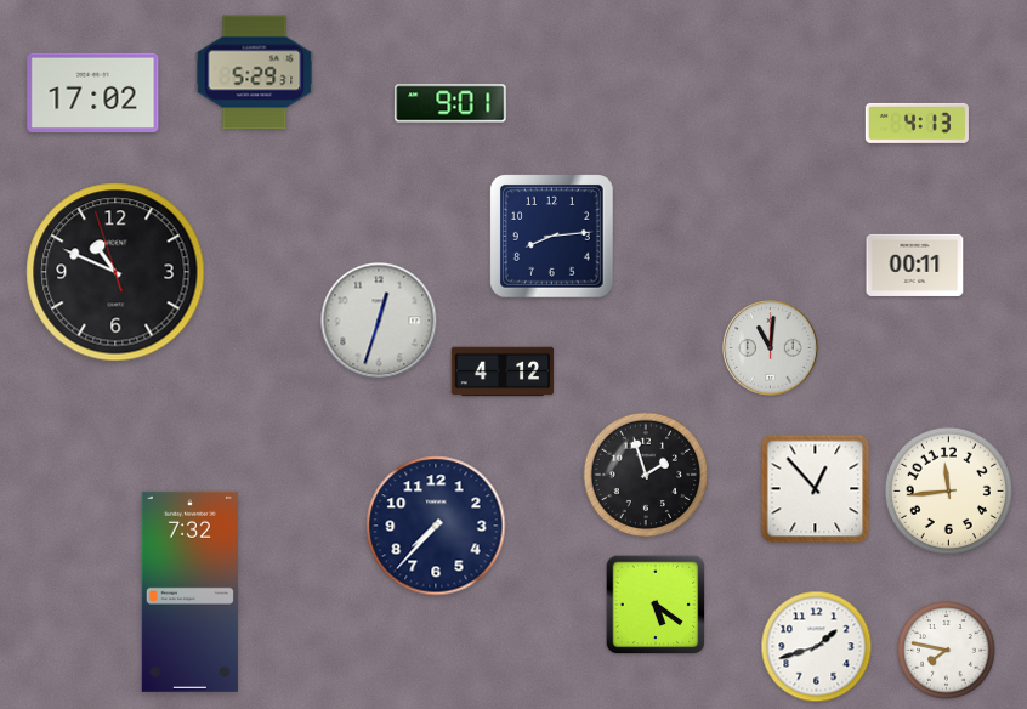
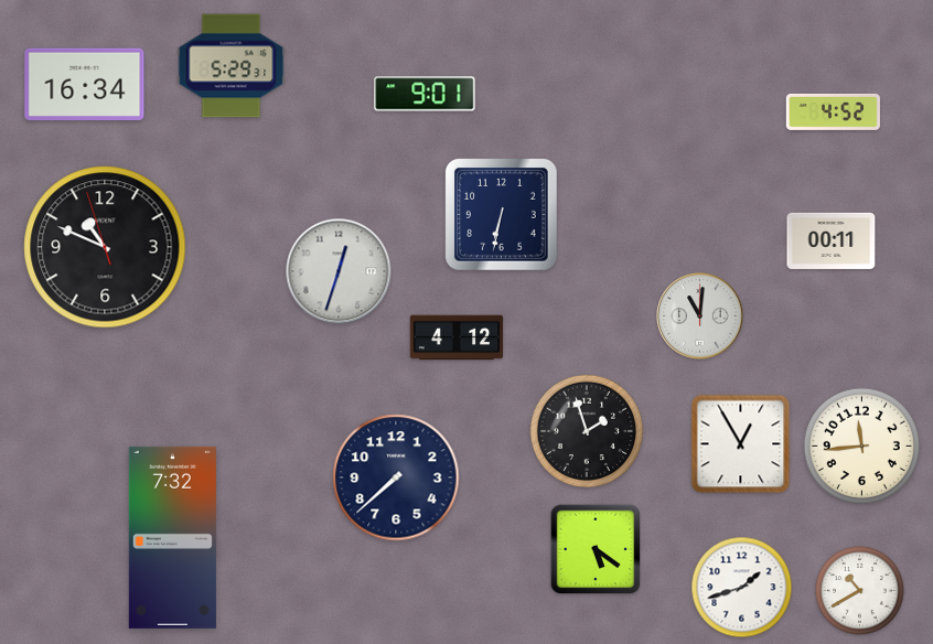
clock at (93, 92): 17:02 -> 16:34
clock at (450, 103) position: (450, 103) -> (425, 94)
clock at (917, 123): 4:13 -> 4:52
clock at (552, 237): 8:14 -> 6:32
clock at (379, 321) position: (379, 321) -> (339, 271)
clock at (816, 489): 12:53 -> 12:55
clock at (436, 526): 7:37 -> 7:38
clock at (947, 651): 7:47 -> 10:40
